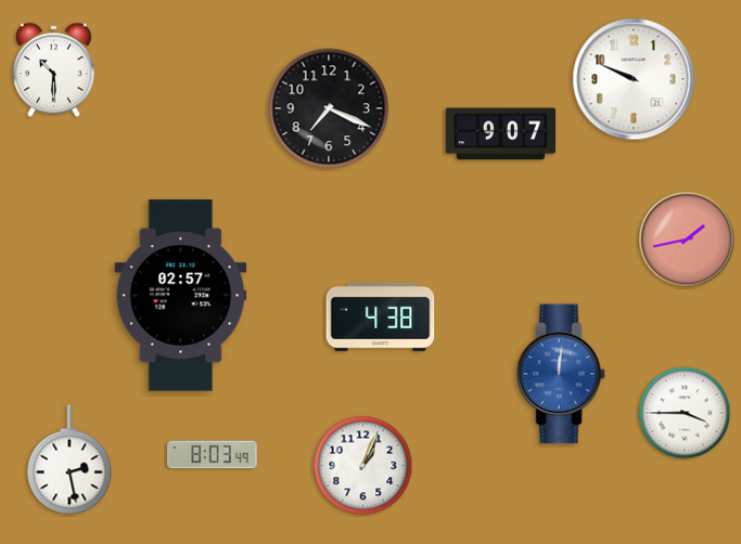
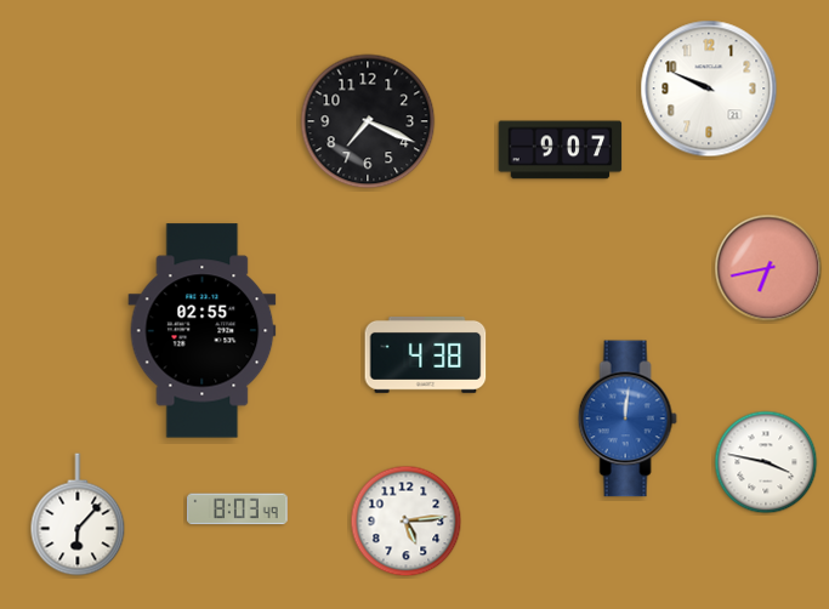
clock at (53, 70): 10:30 -> none
clock at (687, 239): 1:43 -> 6:43
clock at (181, 296): 02:57 -> 02:55
clock at (685, 413): 3:45 -> 3:47
clock at (69, 459): 2:28 -> 6:07
clock at (363, 466): 1:04 -> 5:14
